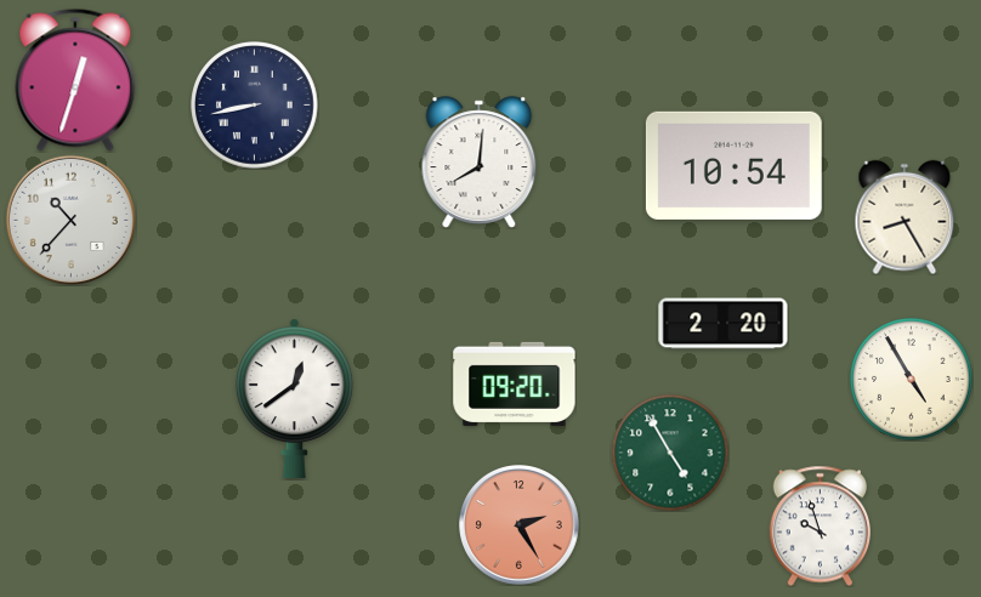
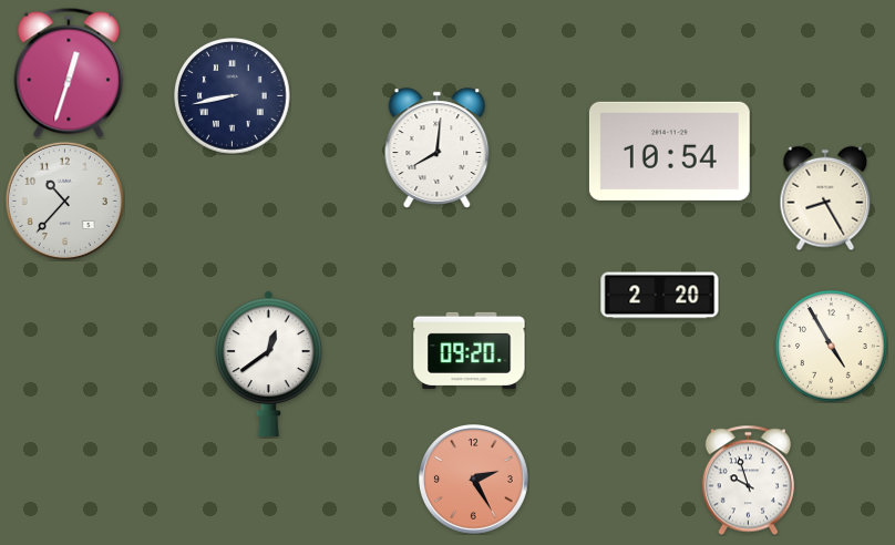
clock at (670, 453): 4:55 -> none
